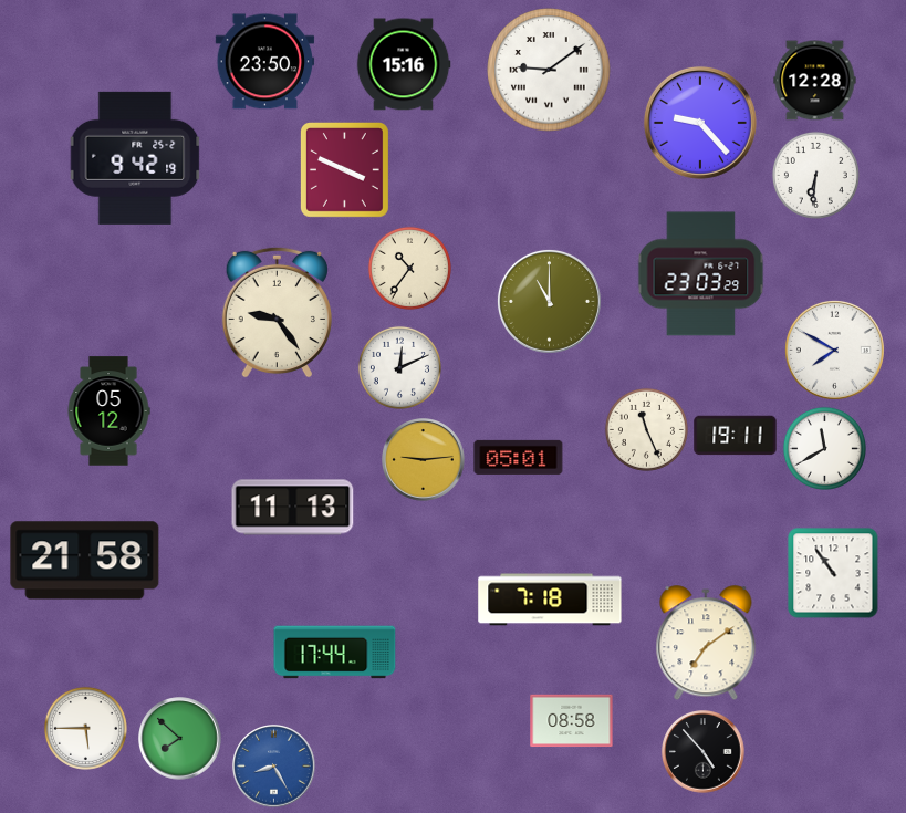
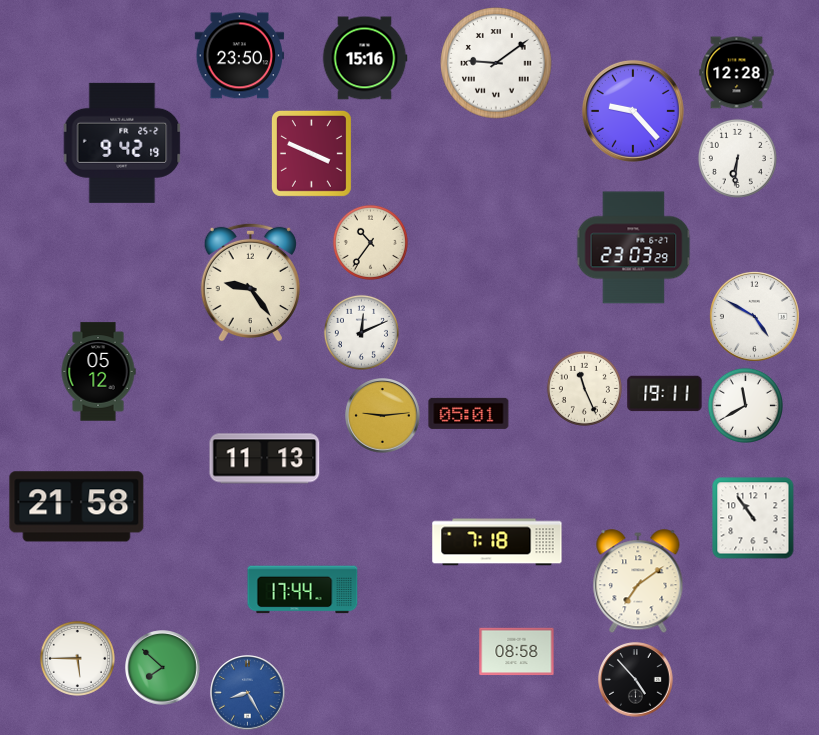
clock at (549, 301): 11:00 -> none
clock at (834, 350): 7:50 -> 4:50
